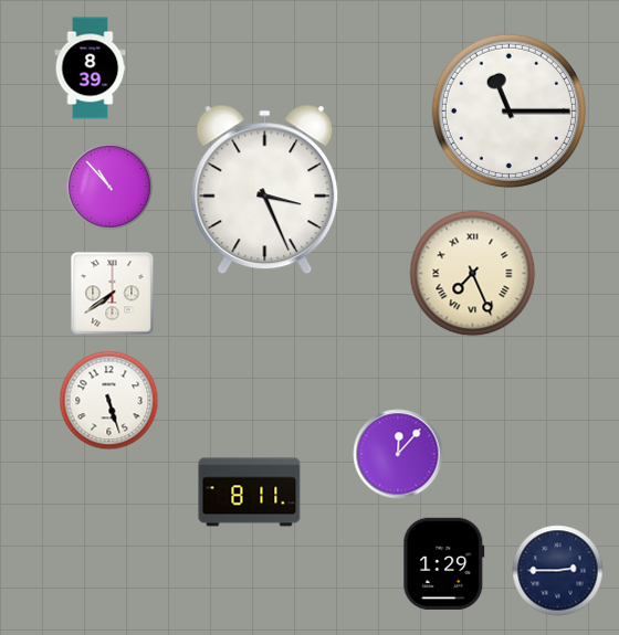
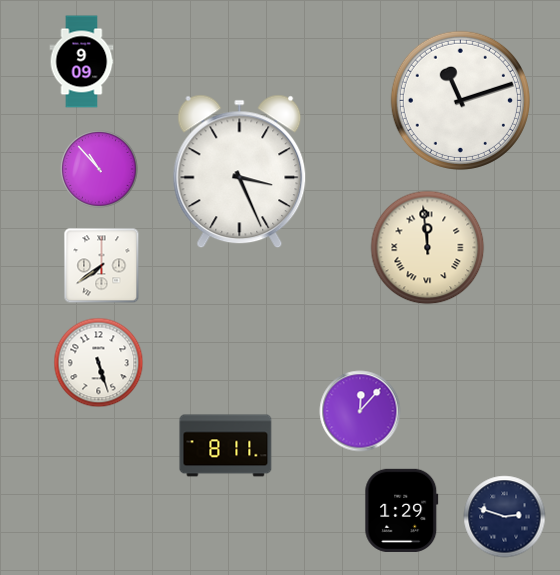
clock at (91, 68): 8:39 -> 9:09
clock at (508, 110): 11:15 -> 11:12
clock at (473, 274): 7:26 -> 11:59
clock at (558, 571): 2:45 -> 2:48
